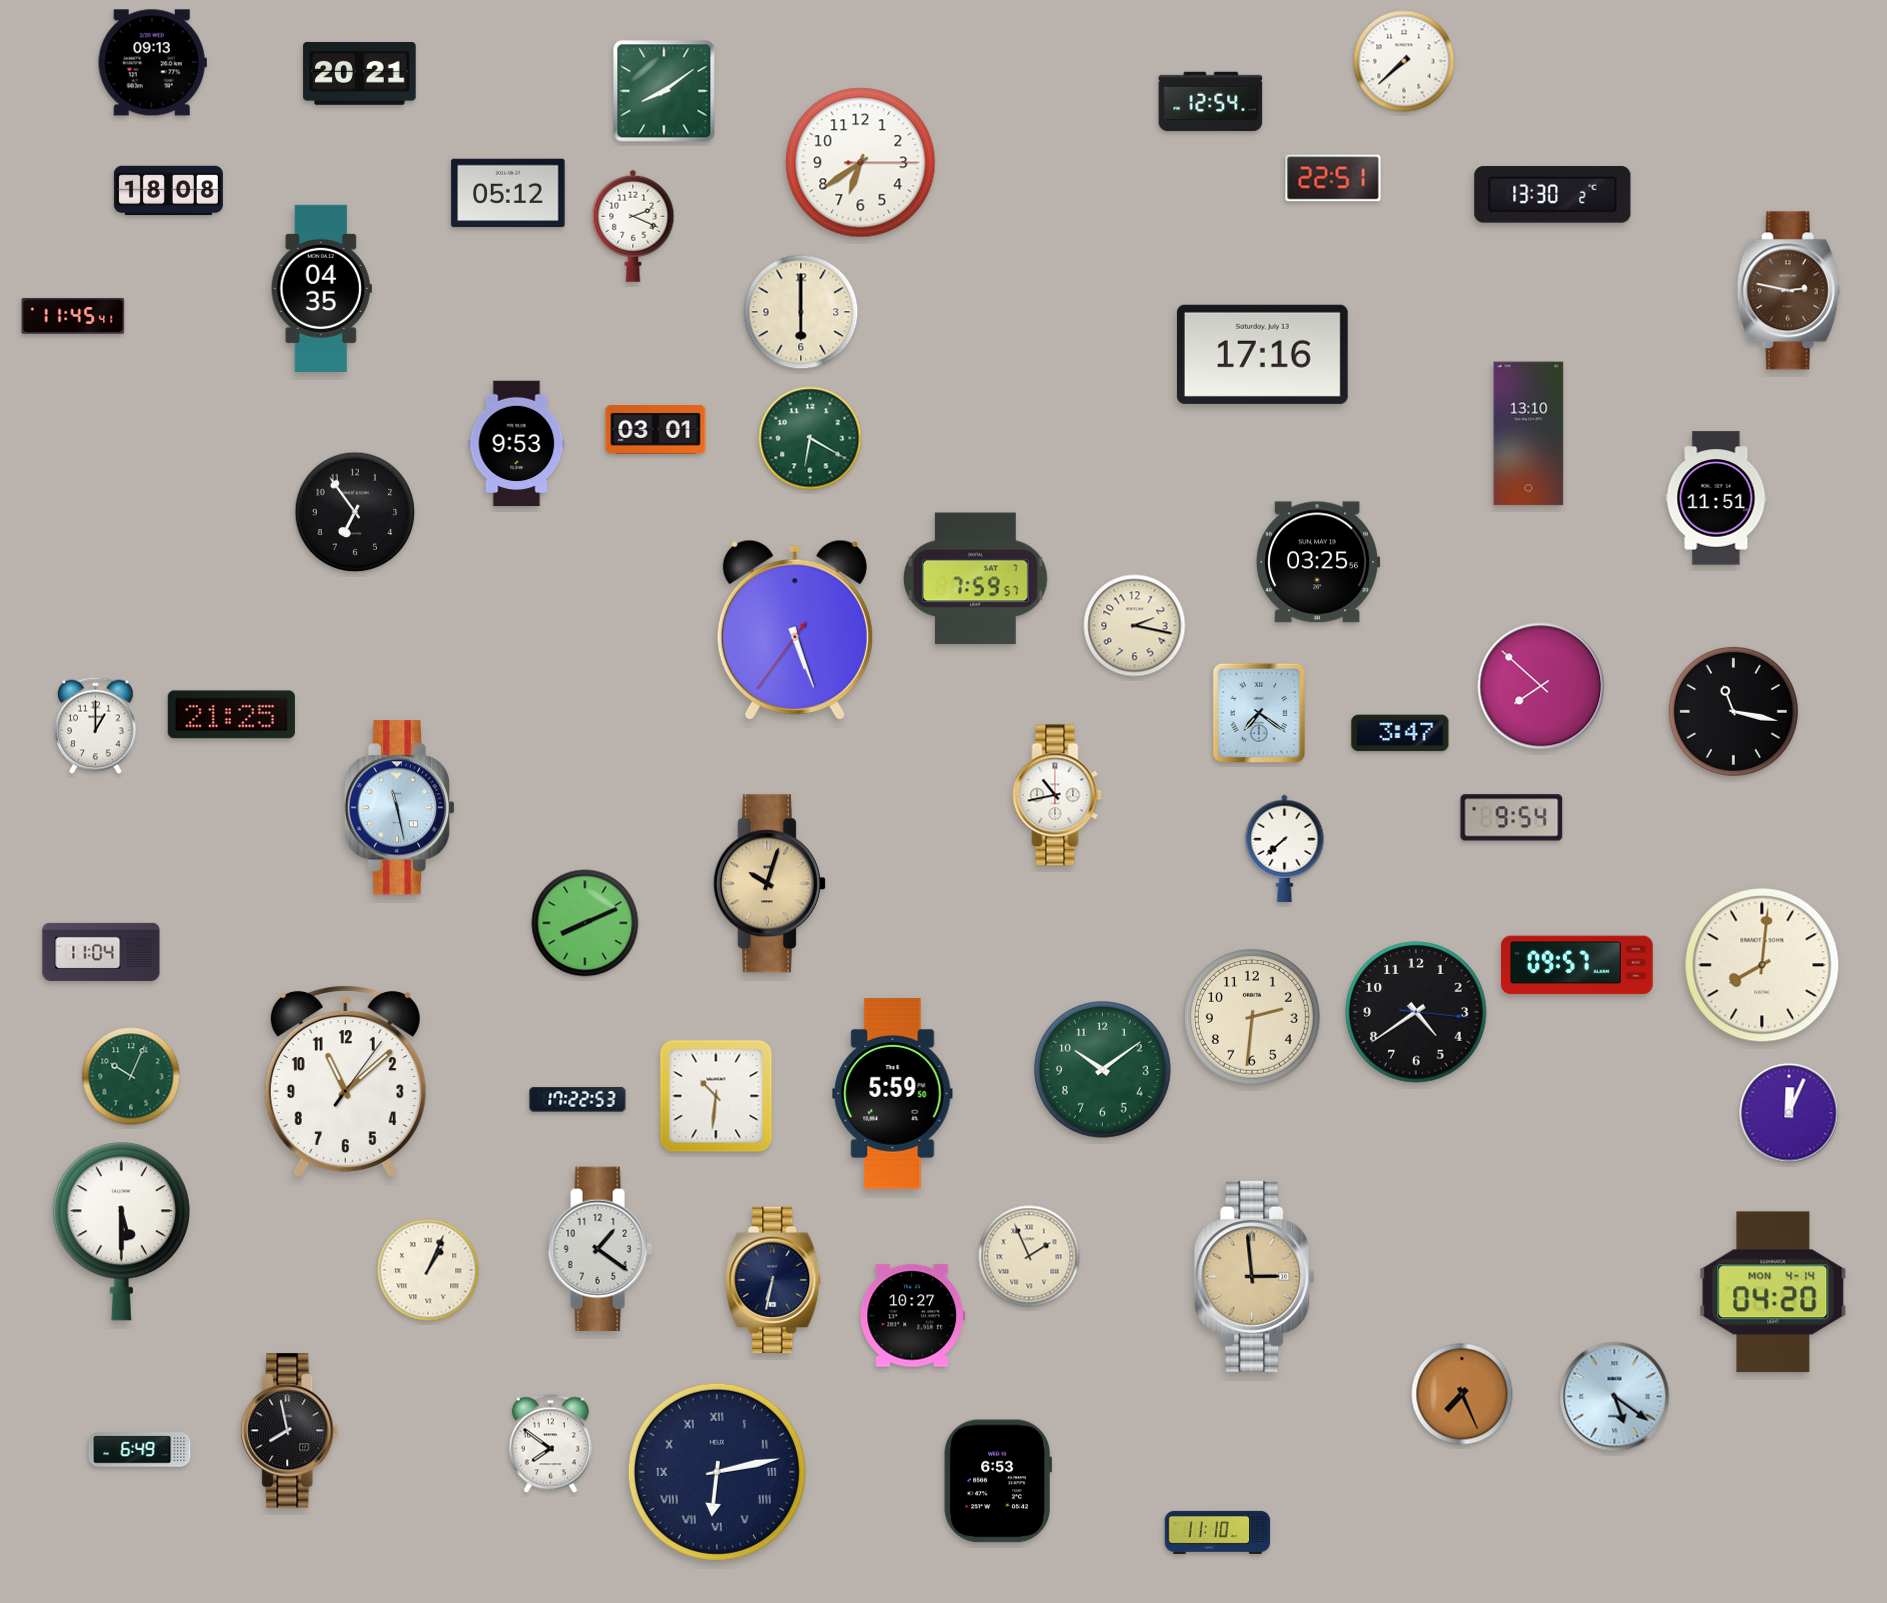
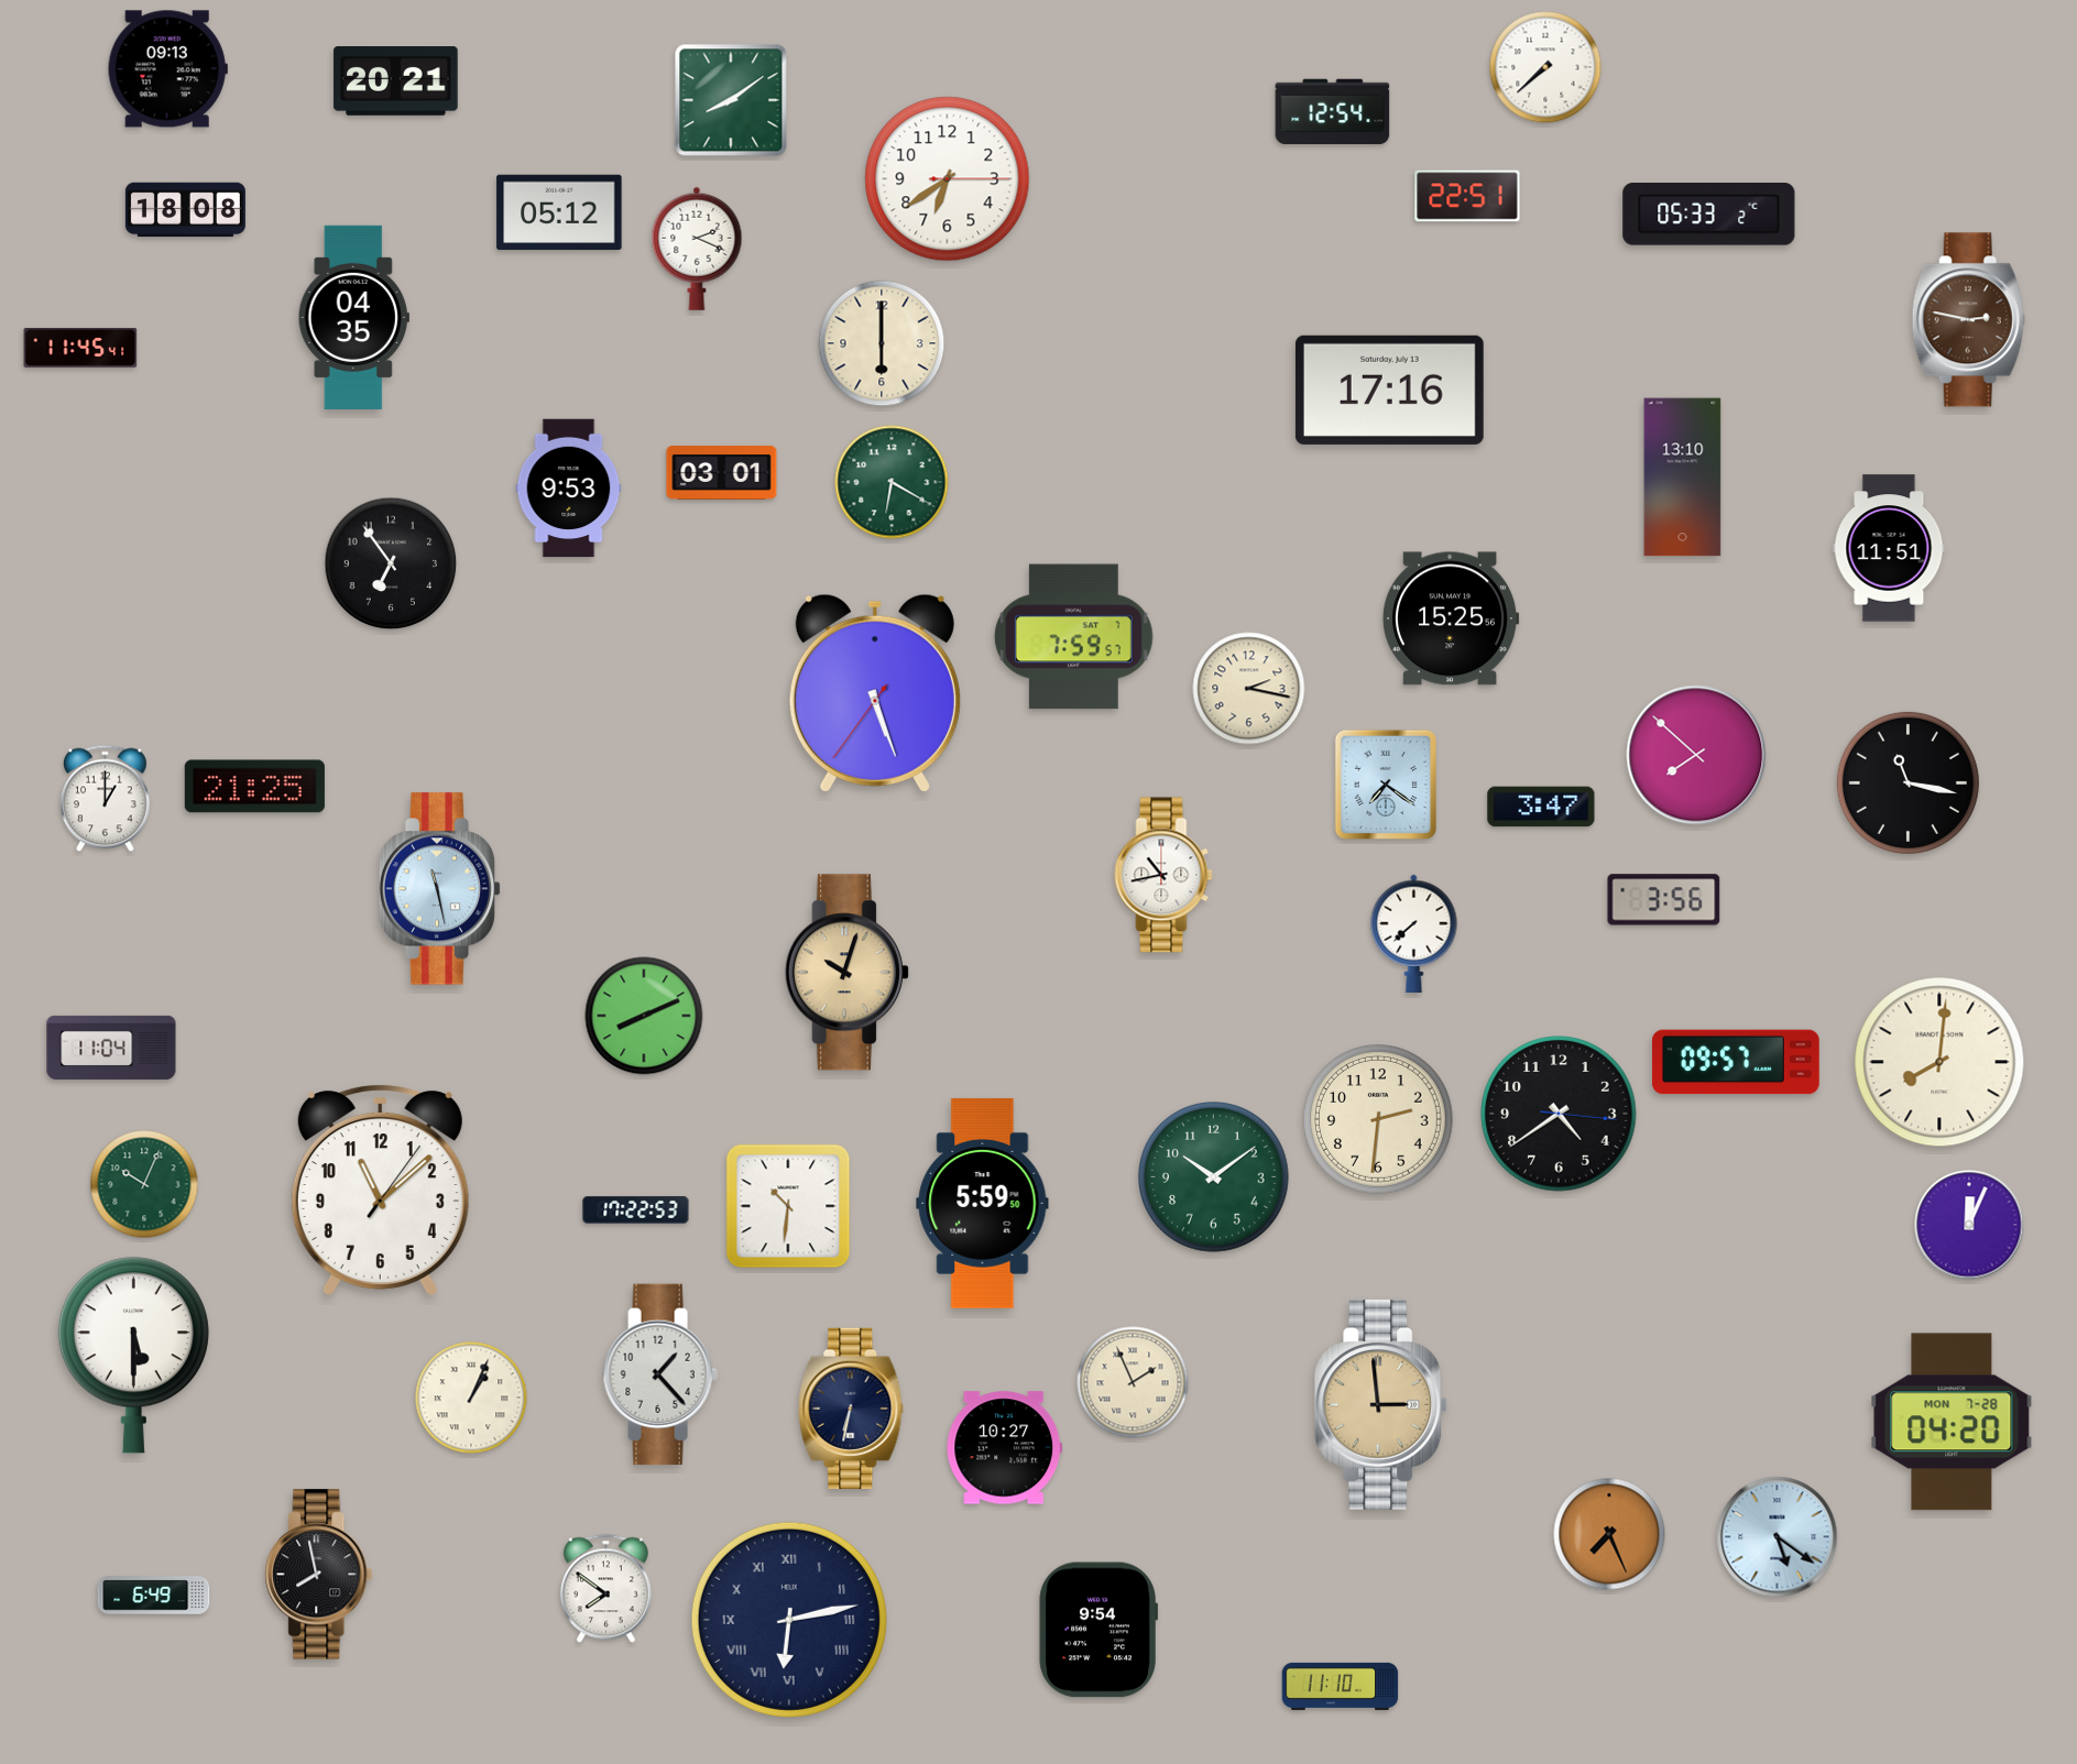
clock at (1553, 195): 13:30 -> 05:33
clock at (1318, 562): 03:25 -> 15:25
clock at (1512, 818): 9:54 -> 3:56
clock at (600, 1249): 1:21 -> 1:23
clock at (1773, 1292) date: MON 4-14 -> MON 7-28
clock at (998, 1481): 6:53 -> 9:54
